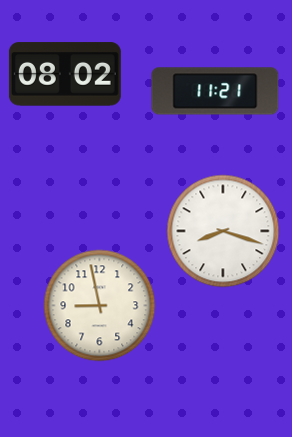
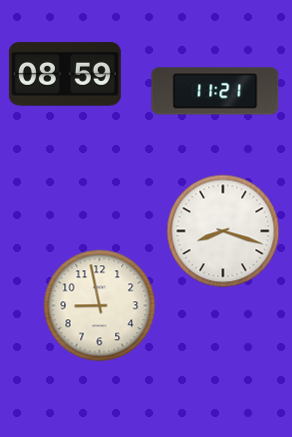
clock at (65, 74): 08:02 -> 08:59
